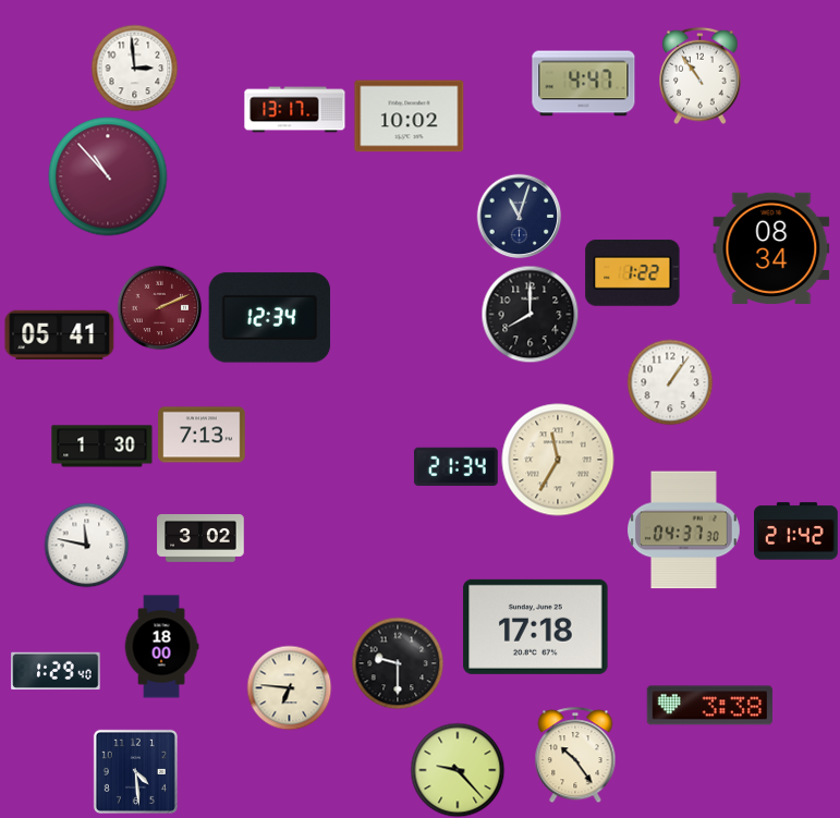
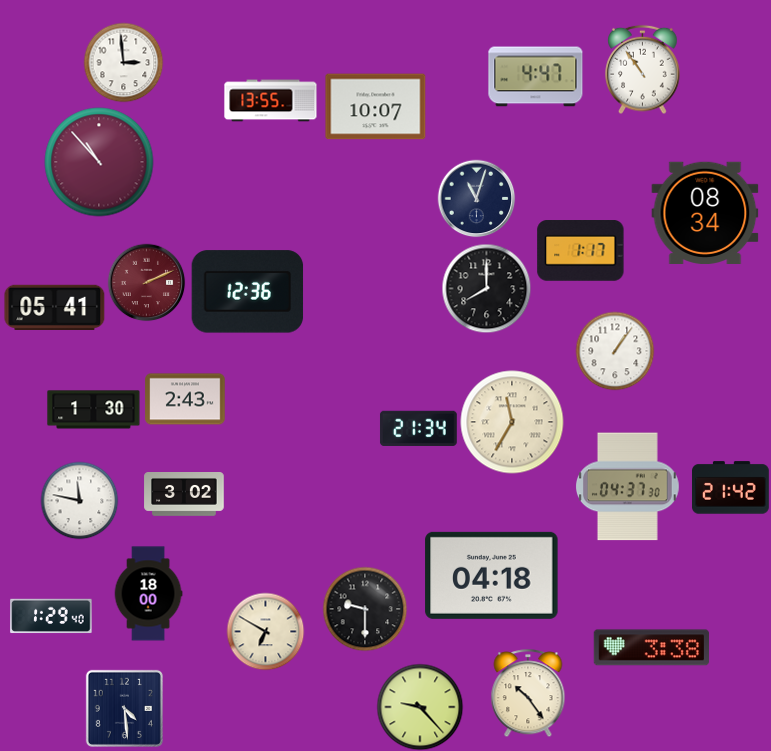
clock at (295, 110): 13:17 -> 13:55
clock at (410, 117): 10:02 -> 10:07
clock at (771, 248) position: (771, 248) -> (705, 213)
clock at (633, 273): 1:22 -> 1:17
clock at (270, 318): 12:34 -> 12:36
clock at (202, 435): 7:13 -> 2:43
clock at (536, 626): 17:18 -> 04:18
clock at (289, 687): 6:46 -> 6:50
